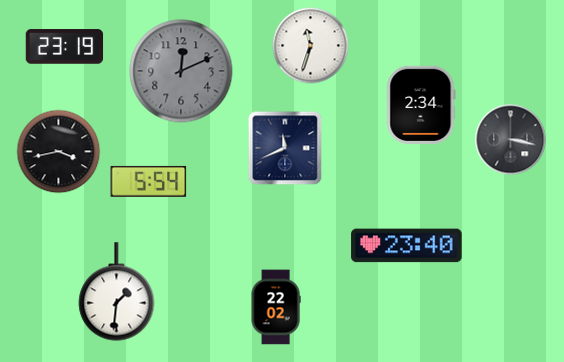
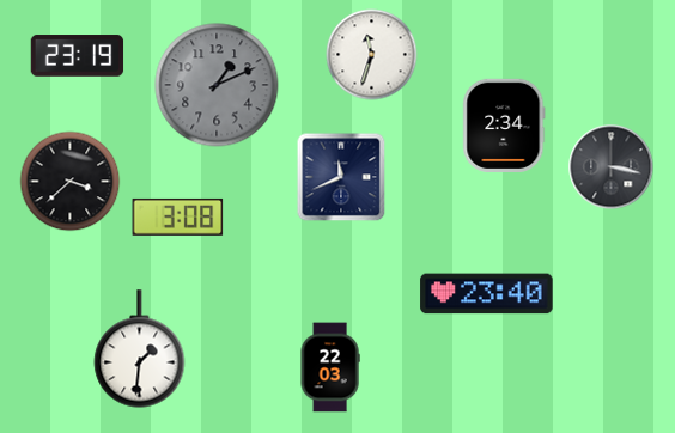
clock at (181, 71): 12:11 -> 1:11
clock at (59, 152): 3:43 -> 3:38
clock at (149, 181): 5:54 -> 3:08
clock at (276, 307): 22:02 -> 22:03
